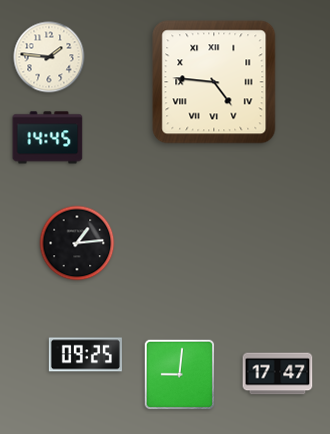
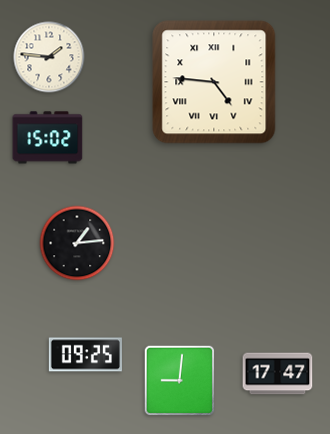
clock at (48, 138): 14:45 -> 15:02
clock at (180, 375) position: (180, 375) -> (180, 381)
